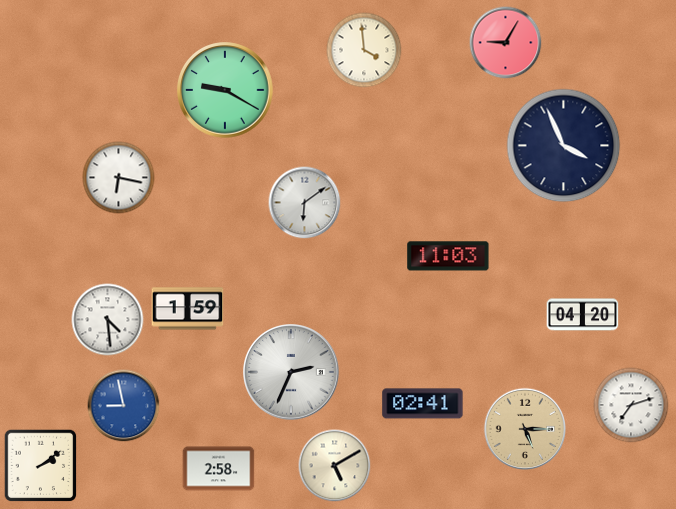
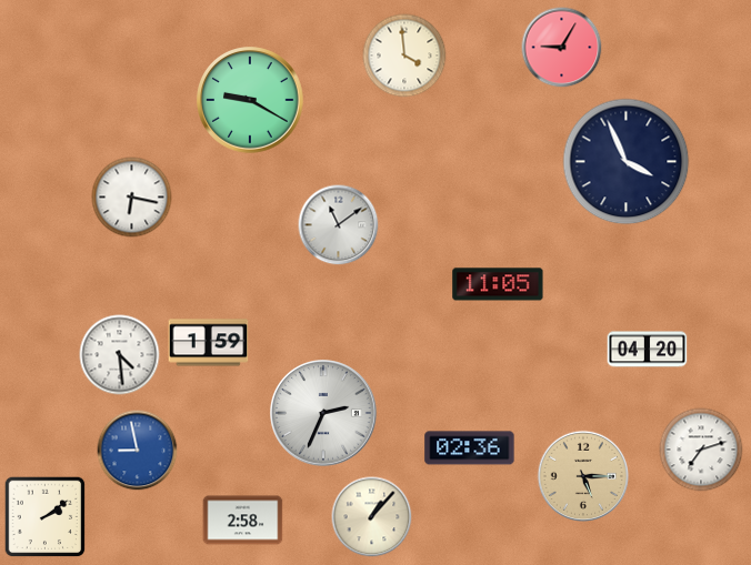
clock at (305, 203): 6:09 -> 11:09
clock at (448, 256): 11:03 -> 11:05
clock at (423, 404): 02:41 -> 02:36
clock at (335, 466): 5:10 -> 1:07
